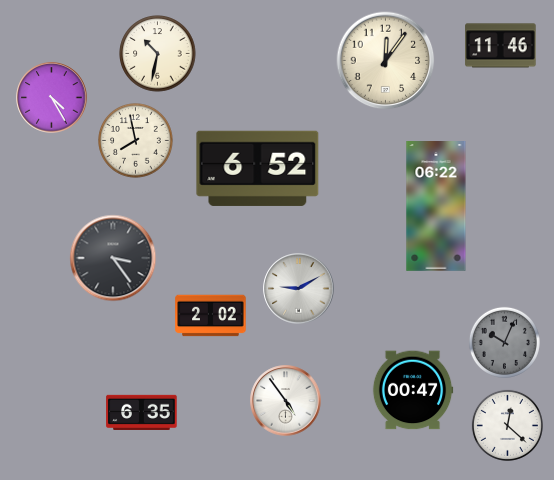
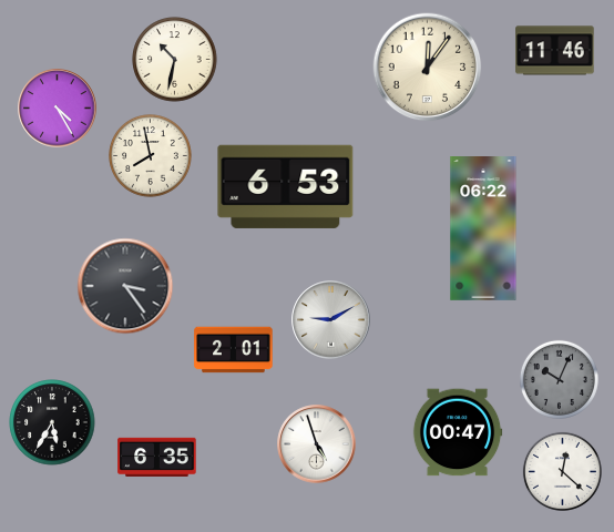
clock at (258, 168): 6:52 -> 6:53
clock at (211, 316): 2:02 -> 2:01
clock at (52, 422): none -> 5:35
clock at (286, 401): 4:54 -> 4:57
